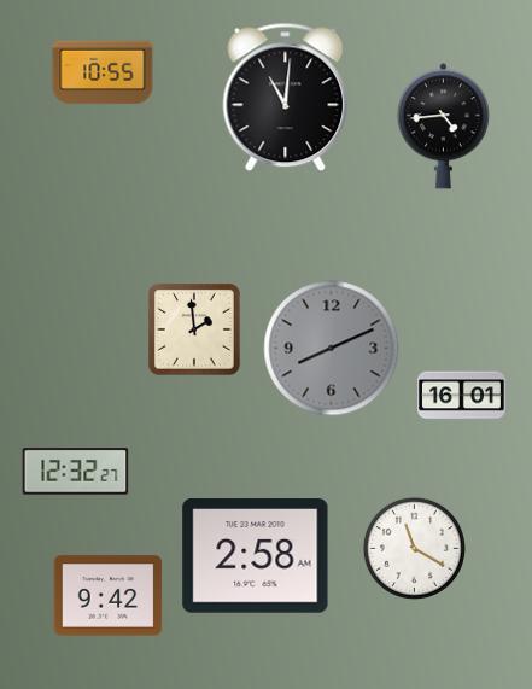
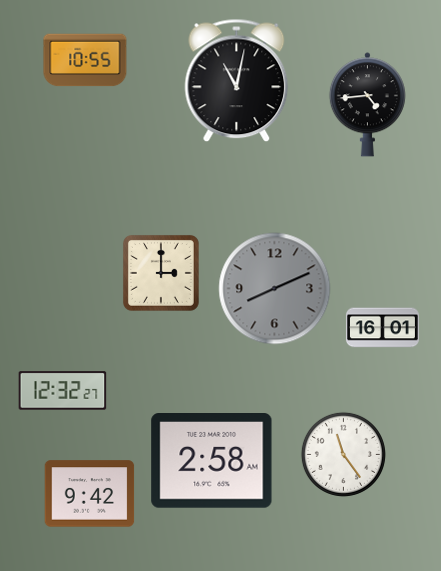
clock at (286, 98): 11:01 -> 11:02
clock at (194, 329): 1:59 -> 3:00
clock at (414, 548): 11:20 -> 11:24
